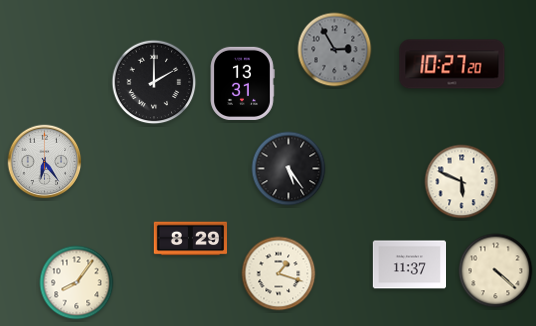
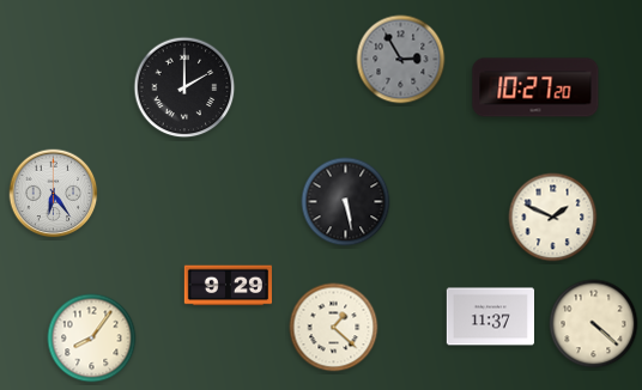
clock at (452, 64) position: (452, 64) -> (535, 87)
clock at (154, 82) position: (154, 82) -> (184, 87)
clock at (242, 83): 13:31 -> none
clock at (289, 169): 5:24 -> 5:28
clock at (462, 182): 5:49 -> 1:49
clock at (190, 239): 8:29 -> 9:29
clock at (279, 274): 1:18 -> 1:22
